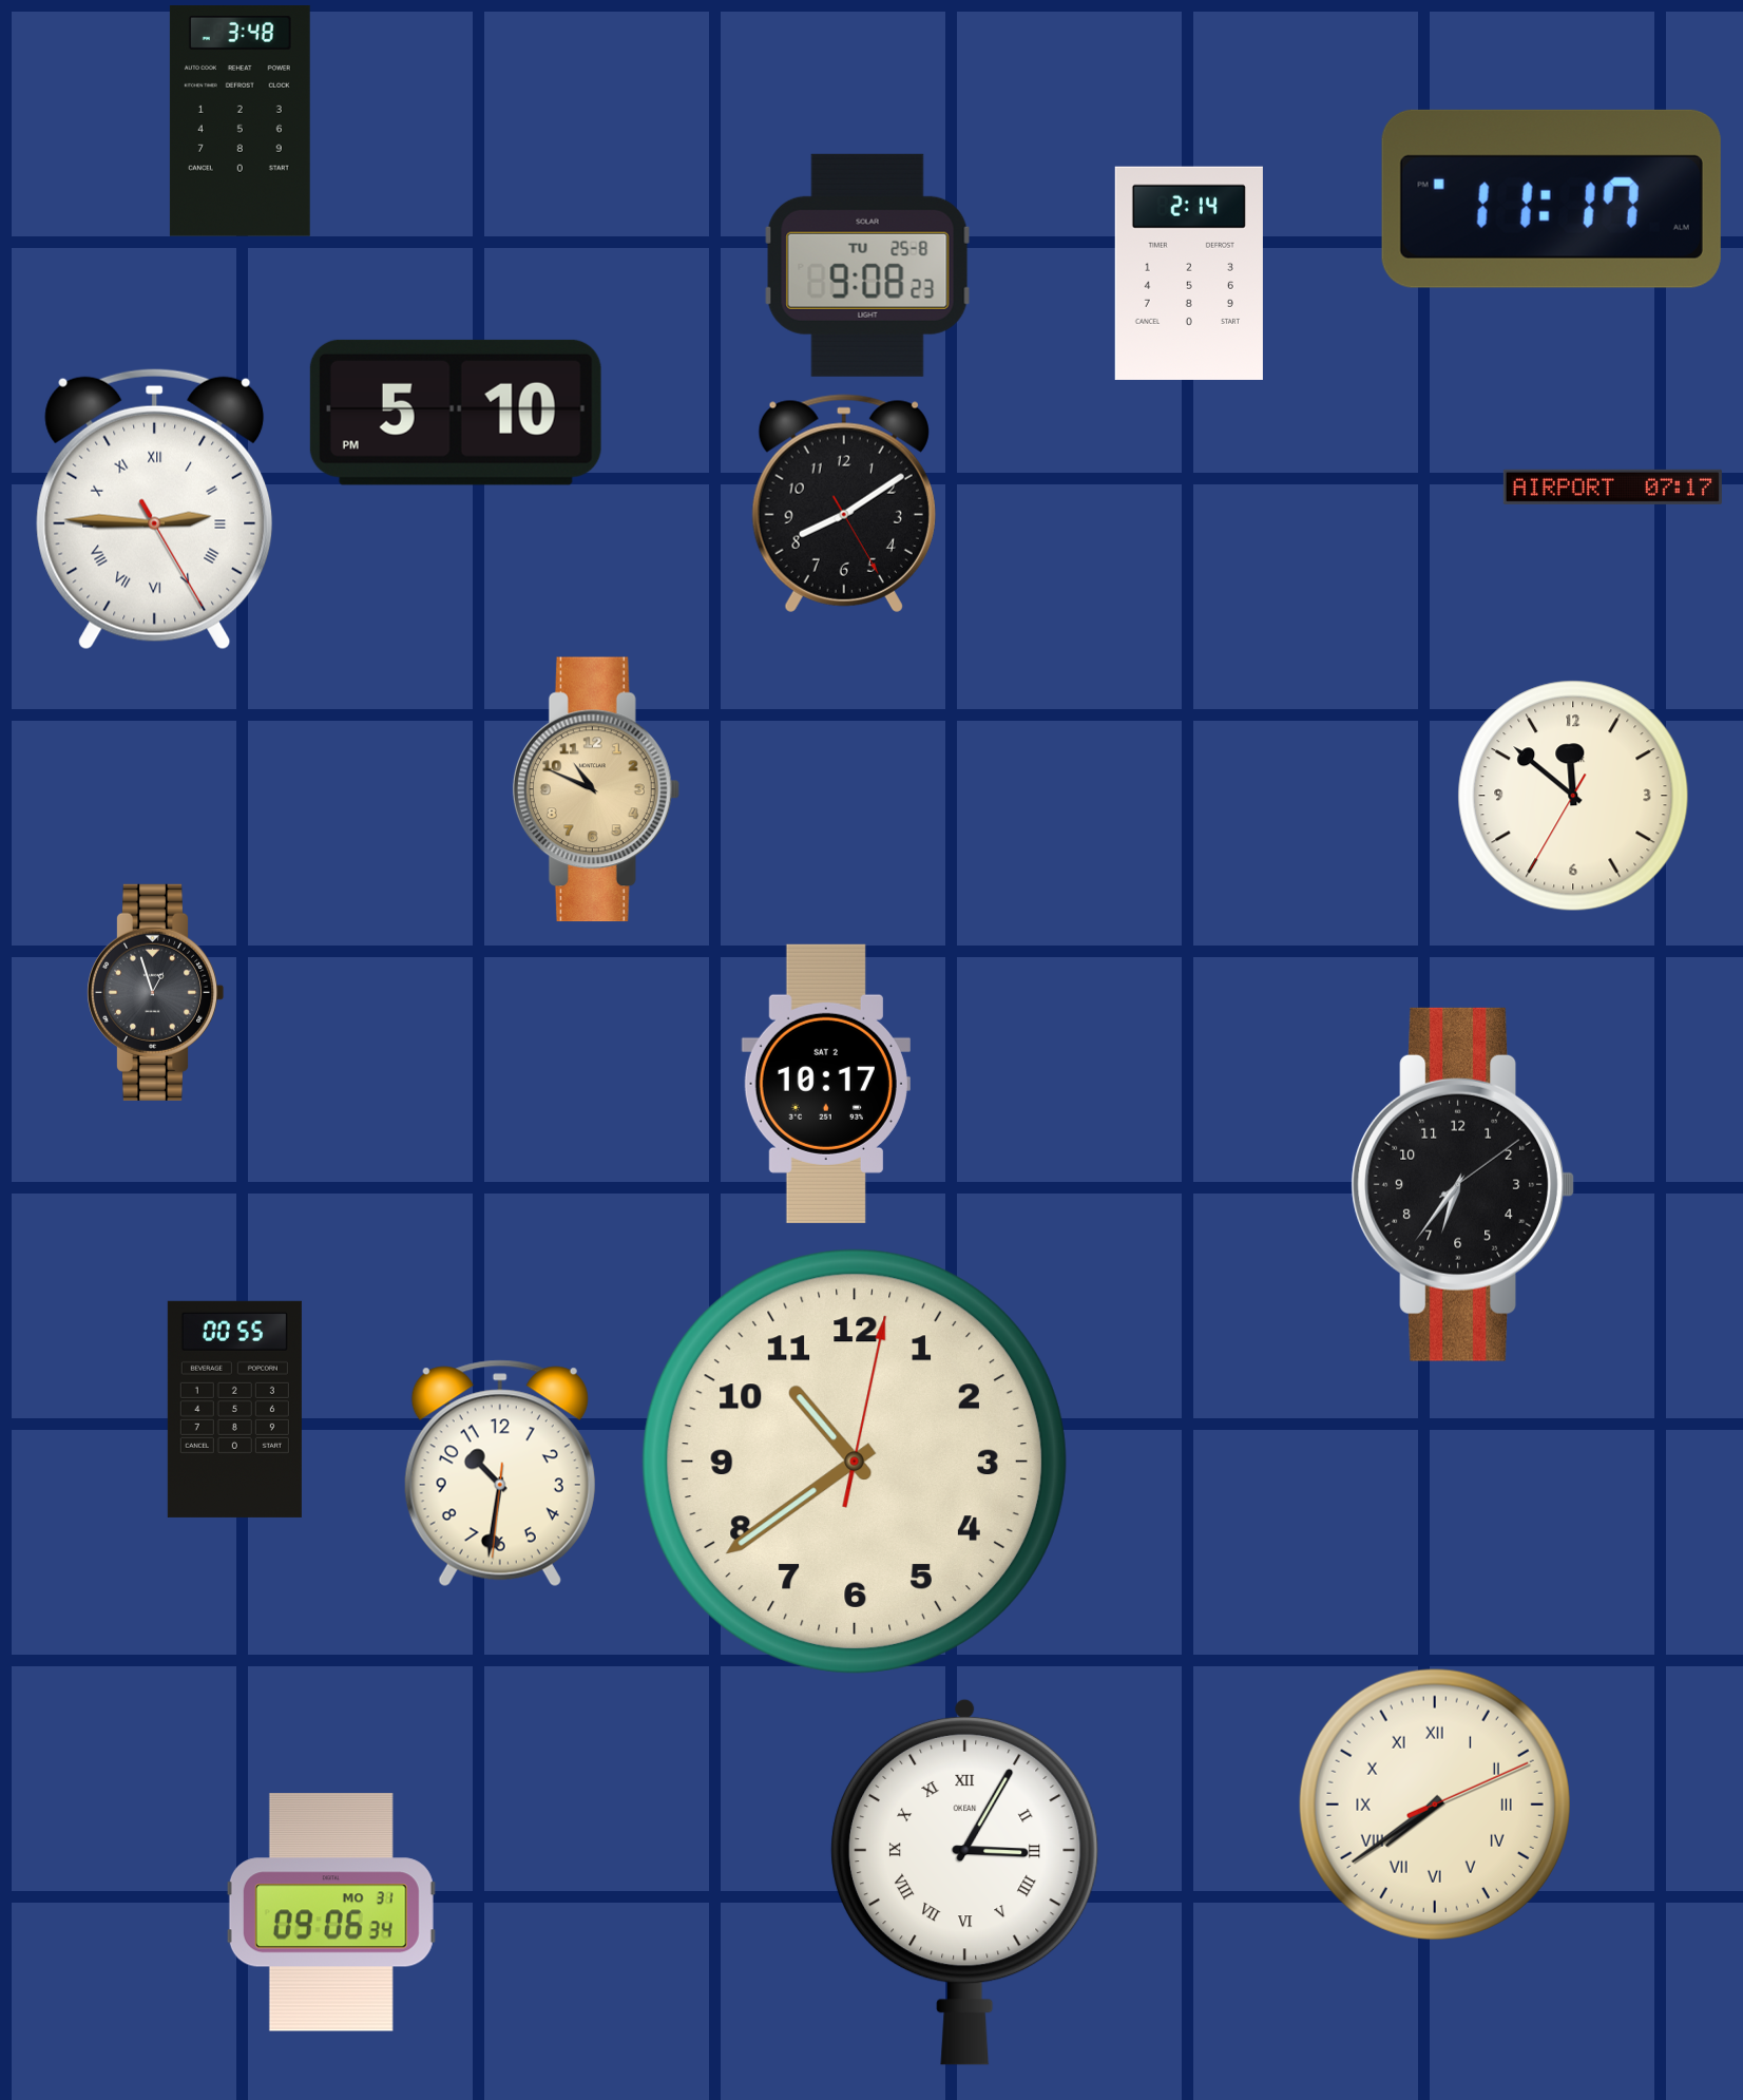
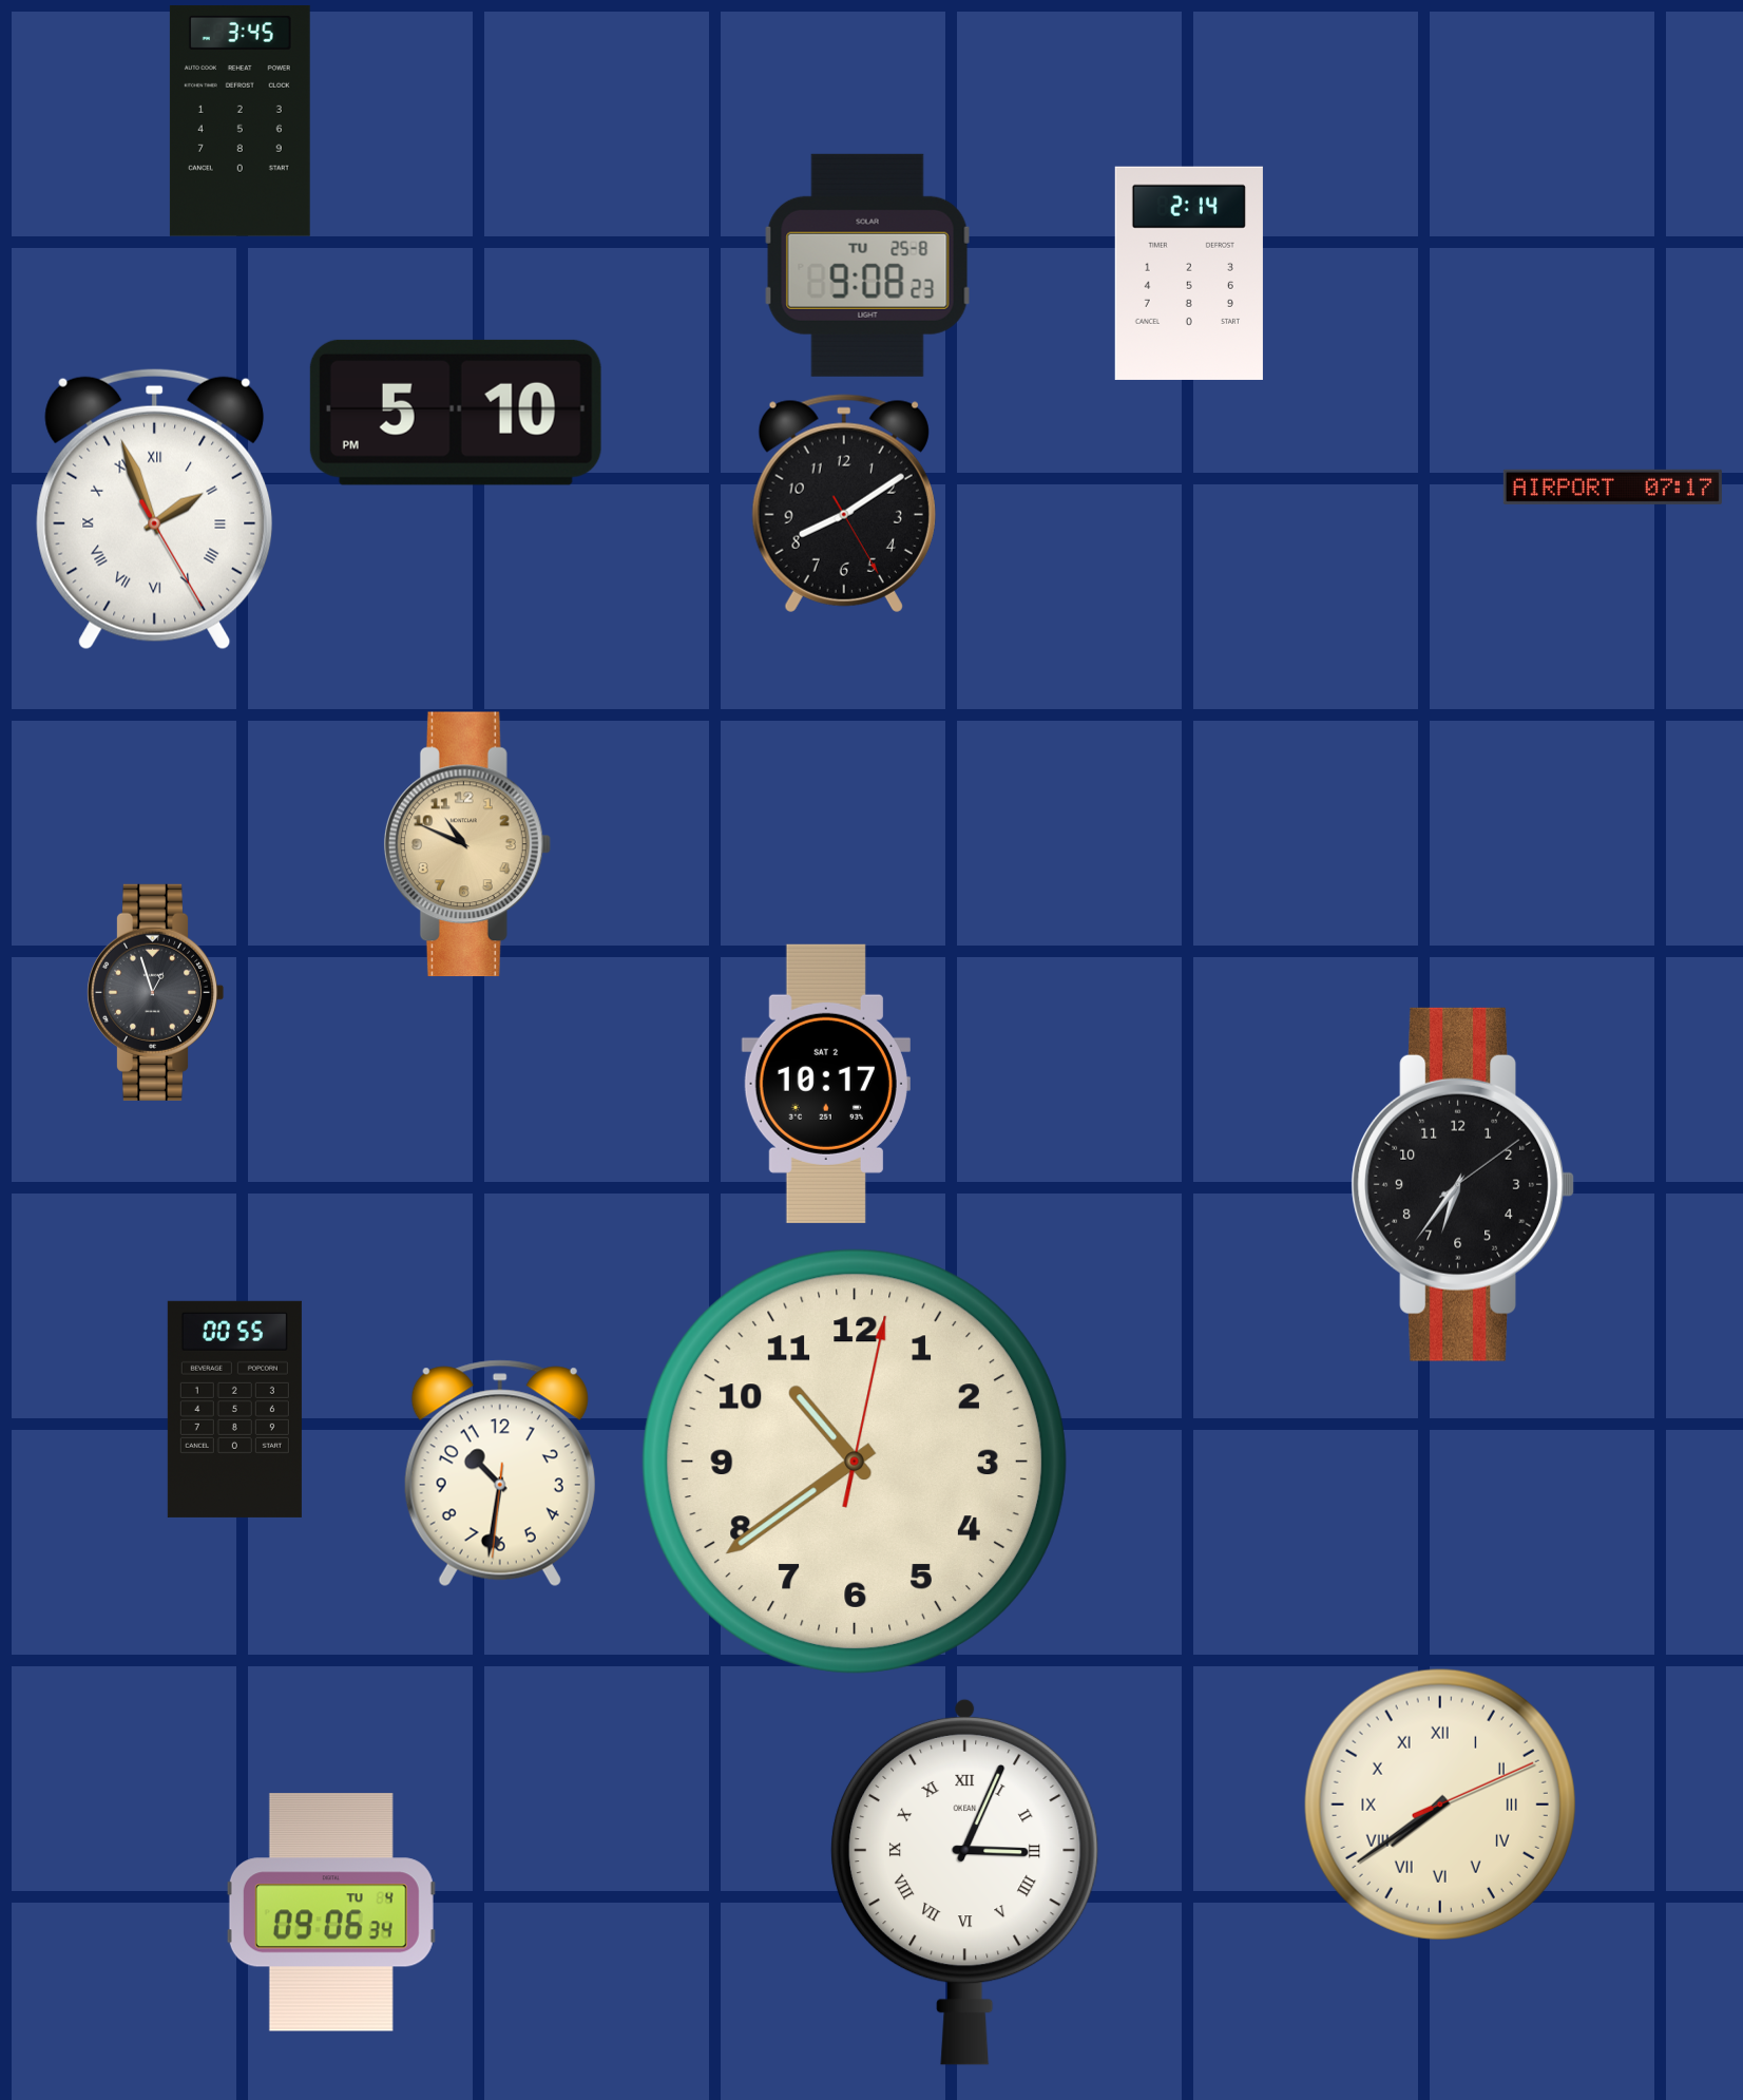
clock at (240, 120): 3:48 -> 3:45
clock at (1551, 198): 11:17 -> none
clock at (155, 509): 2:45 -> 1:56
clock at (596, 789) position: (596, 789) -> (467, 844)
clock at (1573, 796): 11:51 -> none
clock at (1435, 1805) position: (1435, 1805) -> (1440, 1805)
clock at (964, 1882): 3:05 -> 3:04
clock at (331, 1912) date: MO 31 -> TU 4
